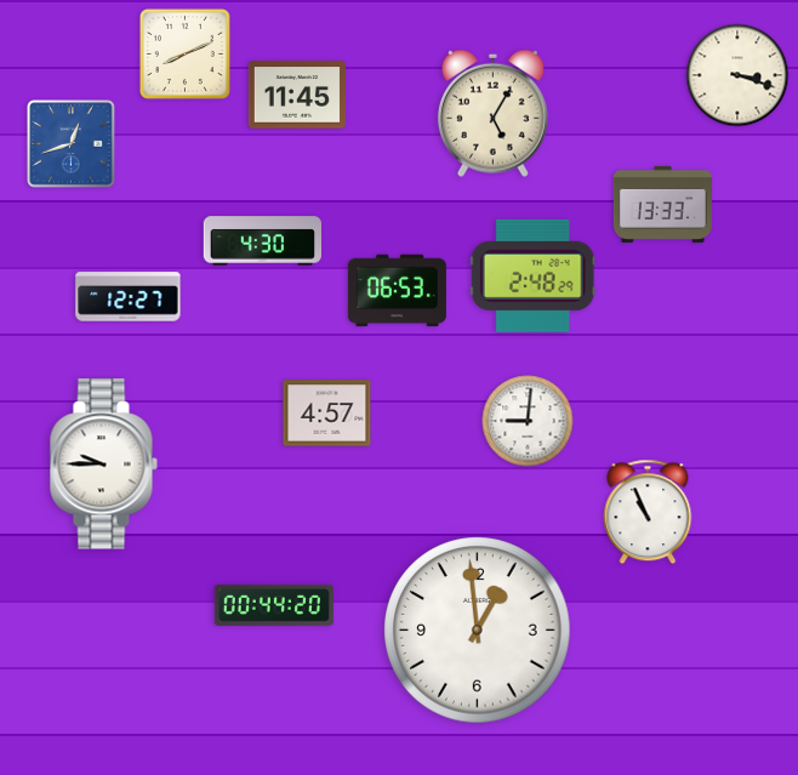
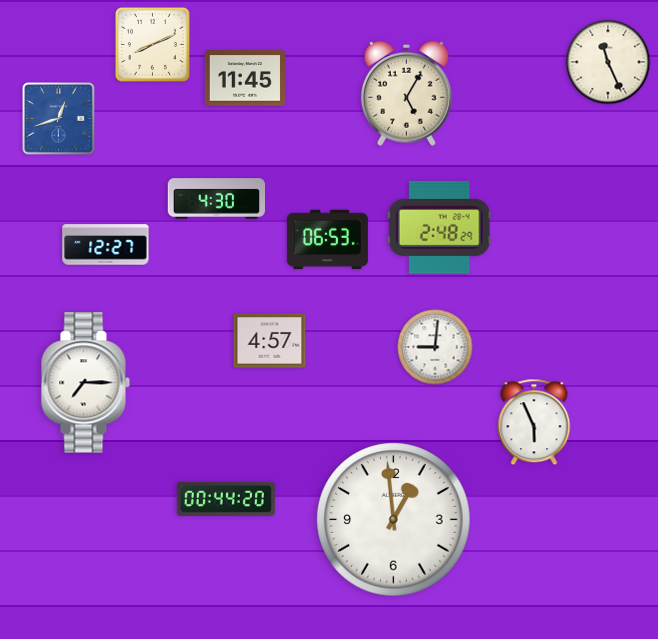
clock at (737, 75): 3:18 -> 11:26
clock at (662, 204): 13:33 -> none
clock at (103, 465): 9:45 -> 7:15
clock at (648, 512): 10:56 -> 5:56
